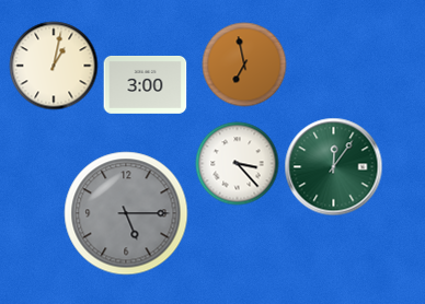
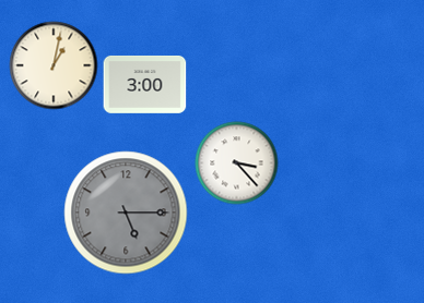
clock at (244, 65): 6:58 -> none
clock at (334, 167): 12:06 -> none
